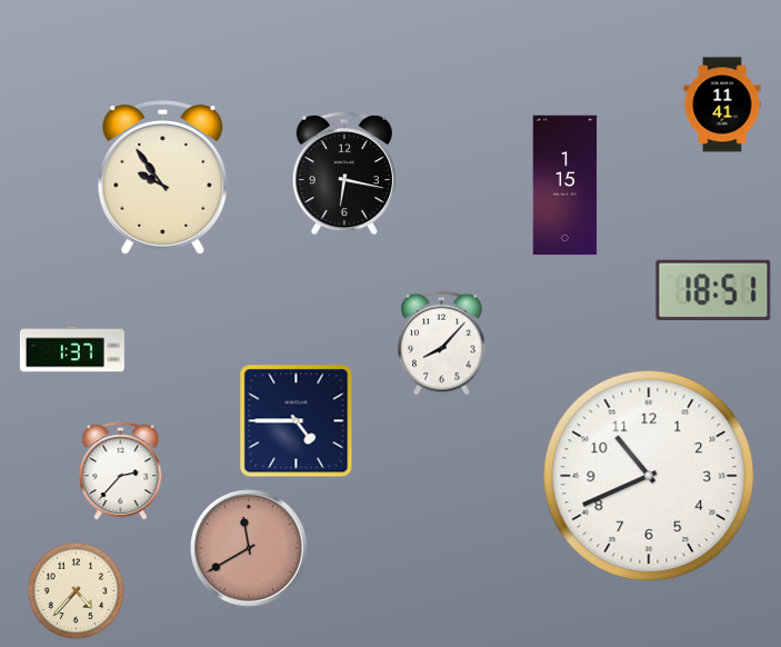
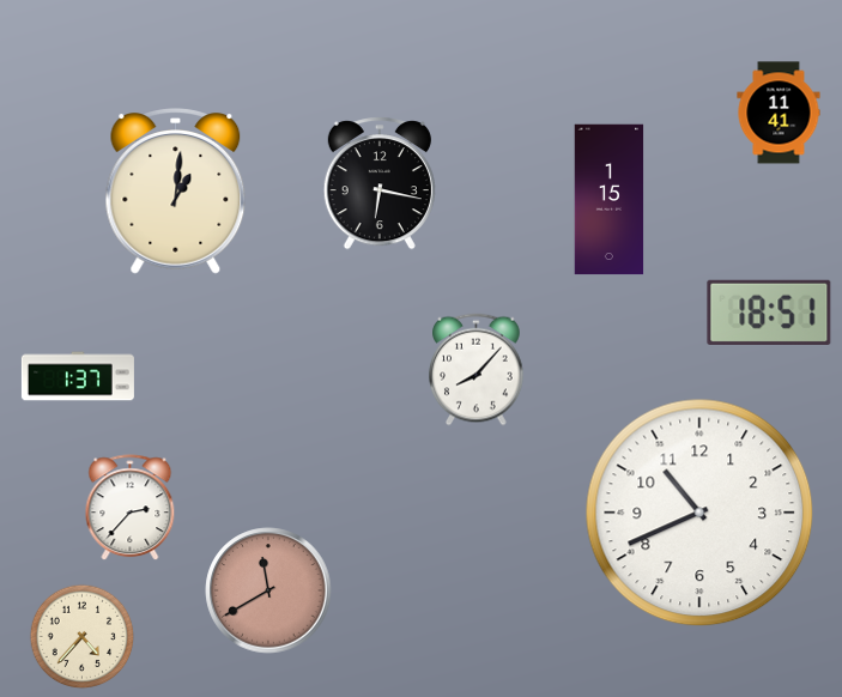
clock at (344, 173) position: (344, 173) -> (380, 183)
clock at (163, 178): 9:54 -> 1:01
clock at (297, 421): 4:45 -> none
